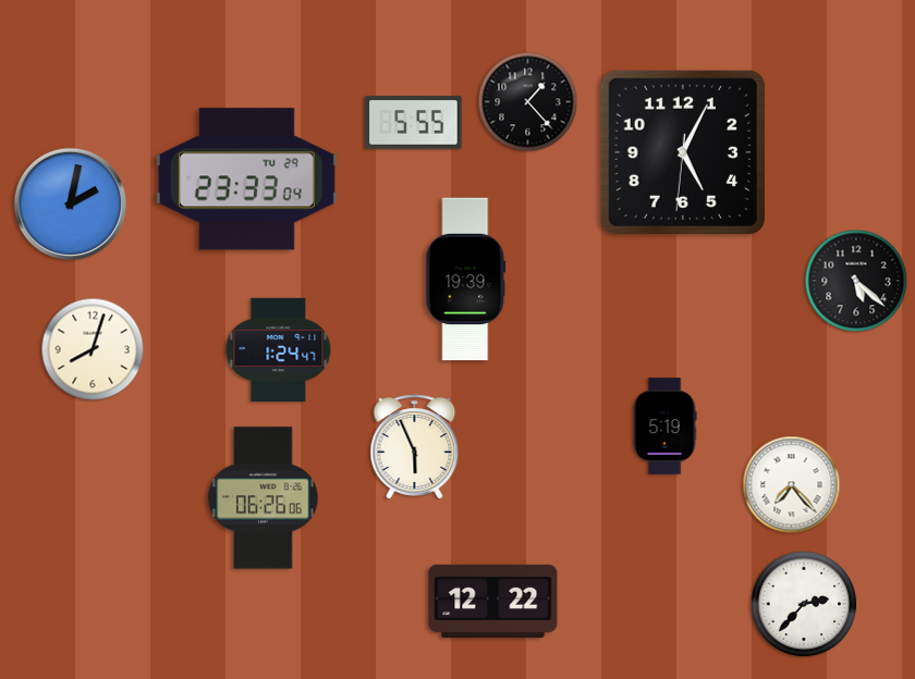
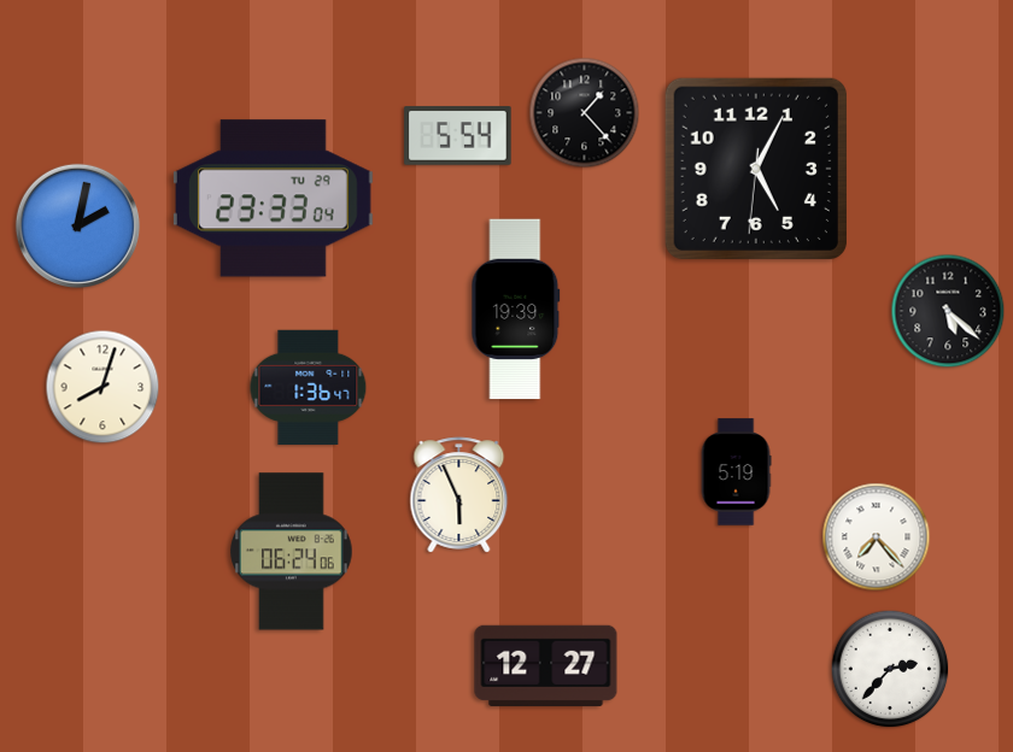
clock at (414, 123): 5:55 -> 5:54
clock at (279, 349): 1:24 -> 1:36
clock at (264, 498): 06:26 -> 06:24
clock at (493, 601): 12:22 -> 12:27
